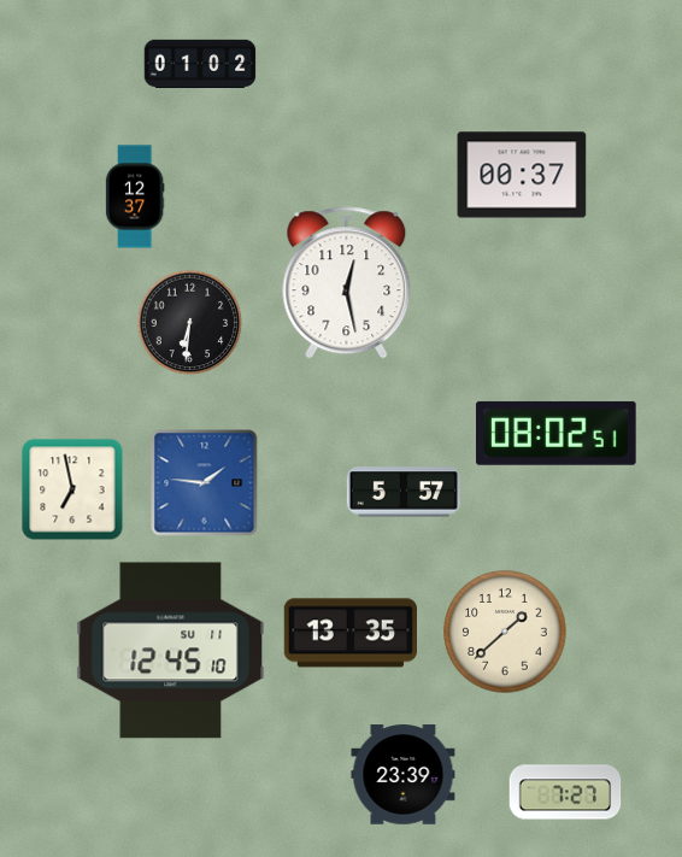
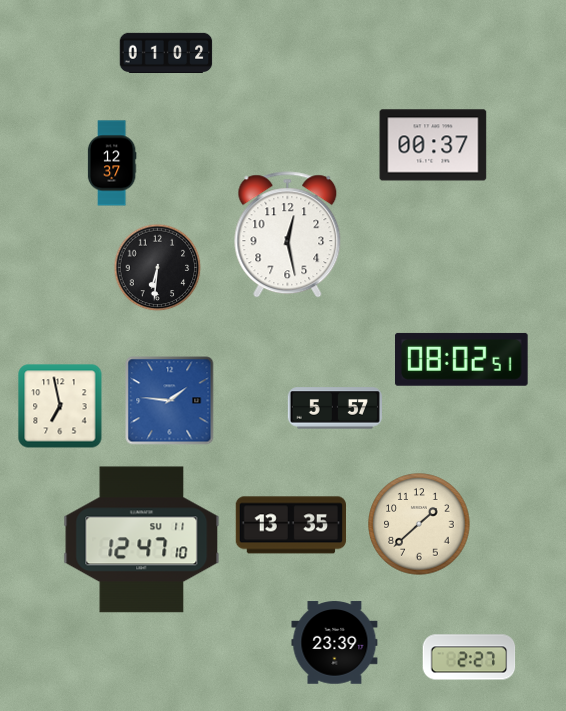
clock at (171, 651): 12:45 -> 12:47
clock at (565, 792): 7:27 -> 2:27
